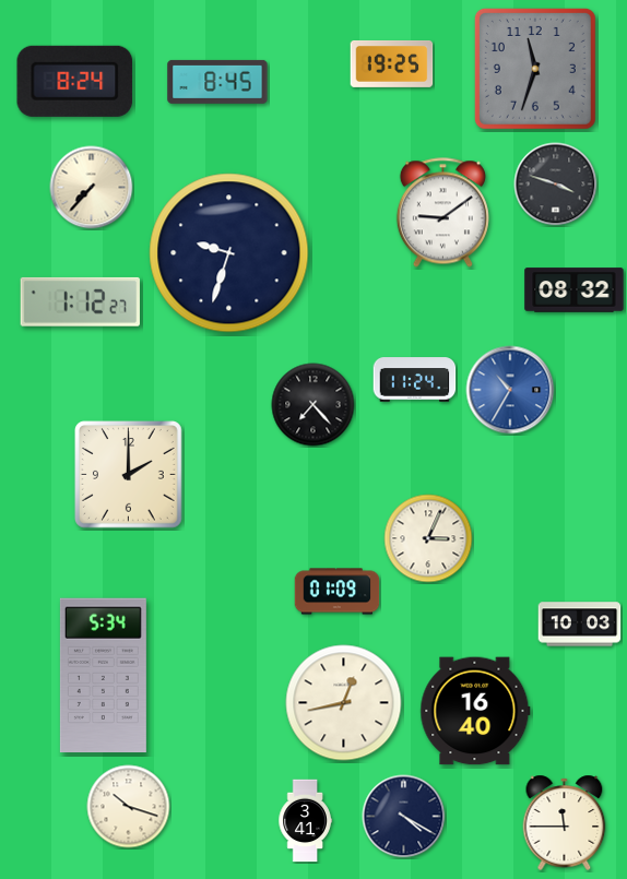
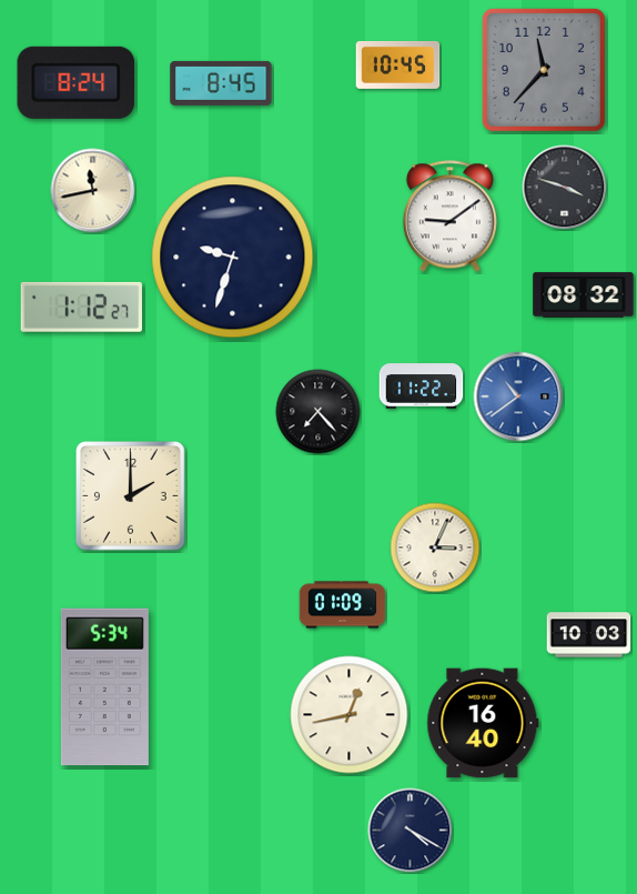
clock at (392, 63): 19:25 -> 10:45
clock at (535, 69): 11:33 -> 11:37
clock at (92, 188): 7:37 -> 11:43
clock at (415, 380): 11:24 -> 11:22
clock at (510, 390): 10:35 -> 10:39
clock at (129, 475) position: (129, 475) -> (131, 496)
clock at (338, 592) position: (338, 592) -> (343, 605)
clock at (129, 807): 10:18 -> none
clock at (305, 821): 3:41 -> none
clock at (565, 822): 11:45 -> none
